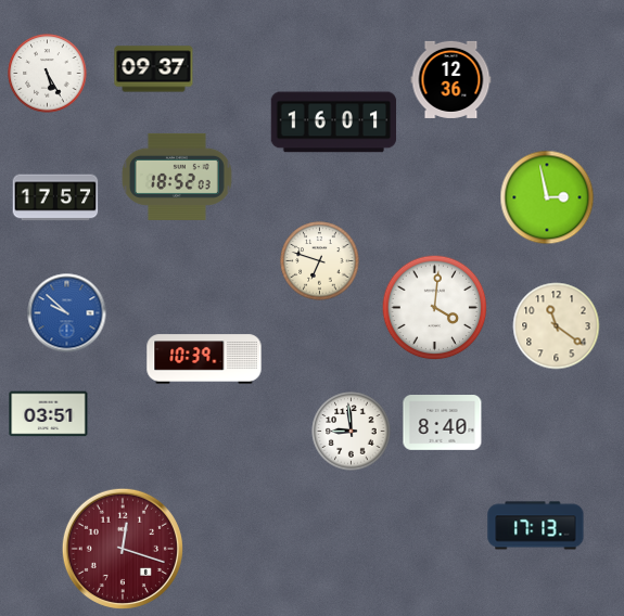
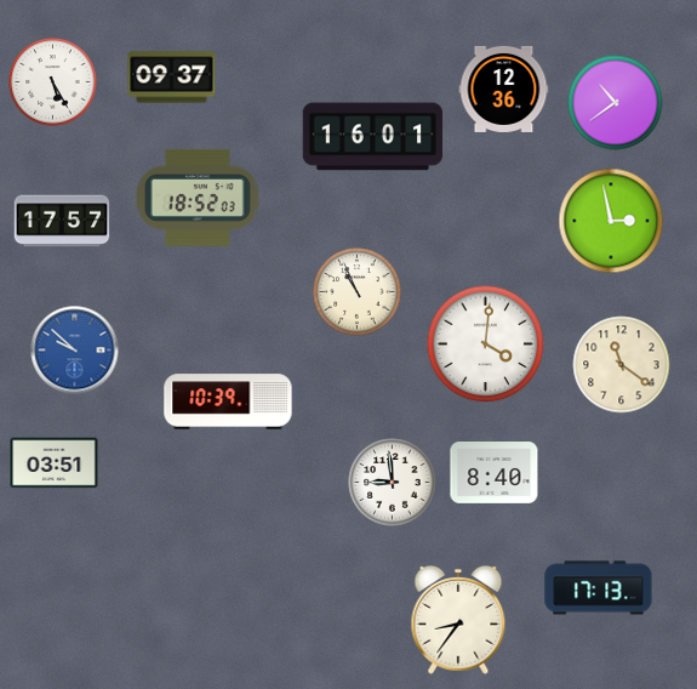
clock at (616, 103): none -> 10:39
clock at (320, 261): 6:48 -> 10:56
clock at (123, 549): 12:18 -> none
clock at (458, 620): none -> 8:36
